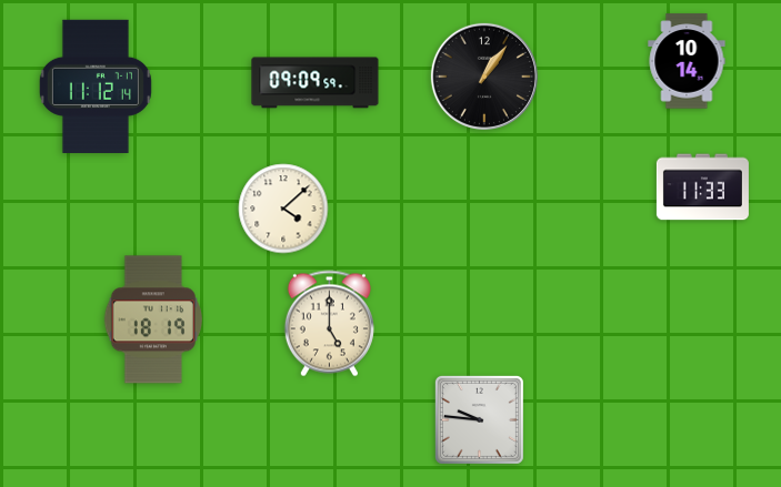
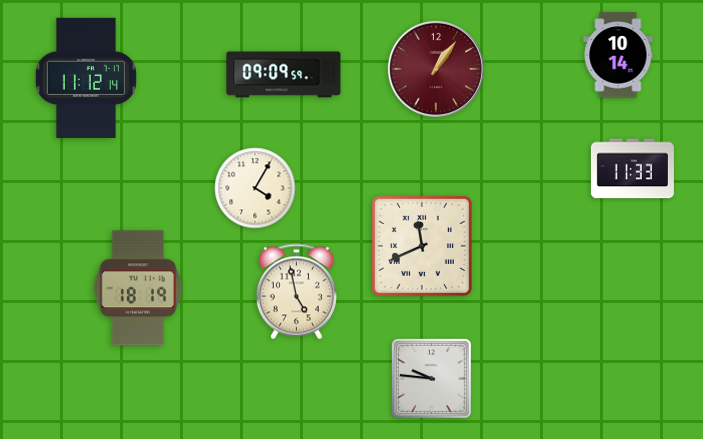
clock at (484, 77) dial: black -> burgundy
clock at (283, 209): 4:08 -> 4:05
clock at (422, 246): none -> 11:41
clock at (329, 324): 5:00 -> 4:58
